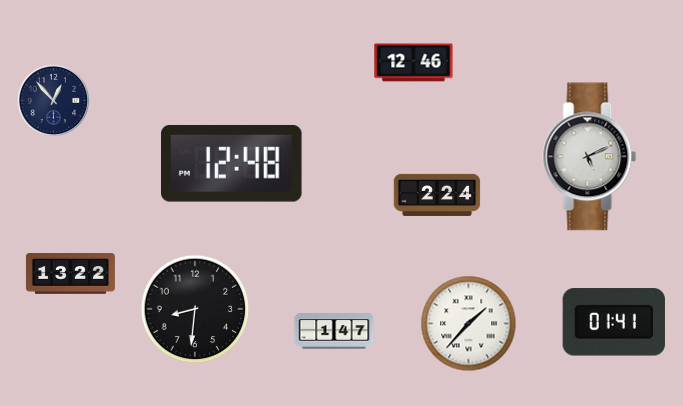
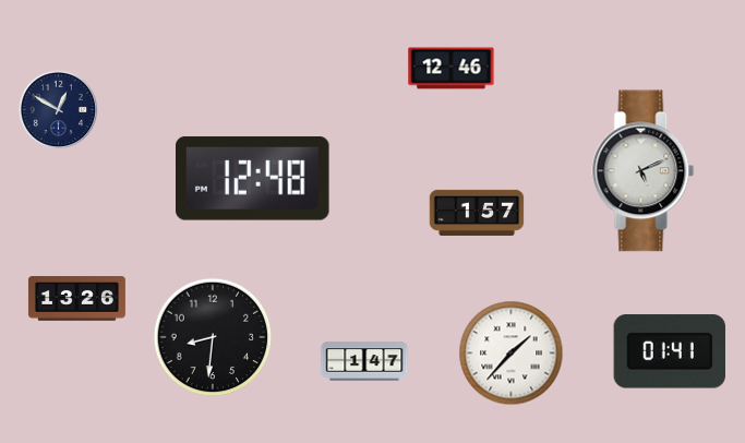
clock at (54, 101): 12:53 -> 12:50
clock at (437, 195): 2:24 -> 1:57
clock at (70, 274): 13:22 -> 13:26
